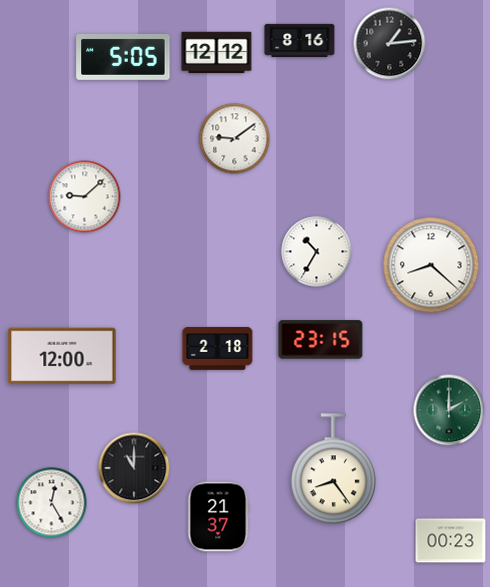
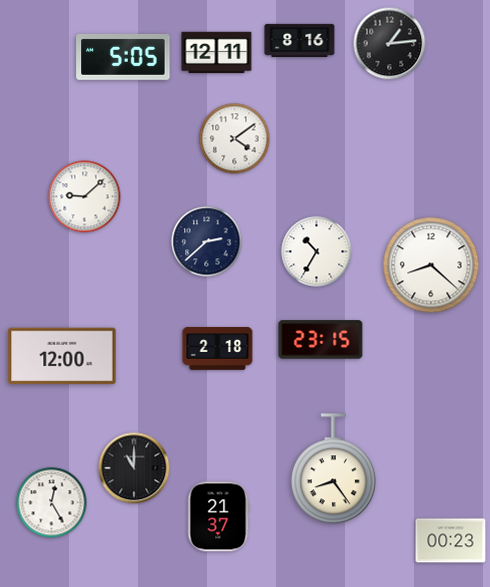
clock at (217, 53): 12:12 -> 12:11
clock at (235, 139): 9:09 -> 4:09
clock at (207, 242): none -> 2:38
clock at (449, 410): 2:00 -> none
